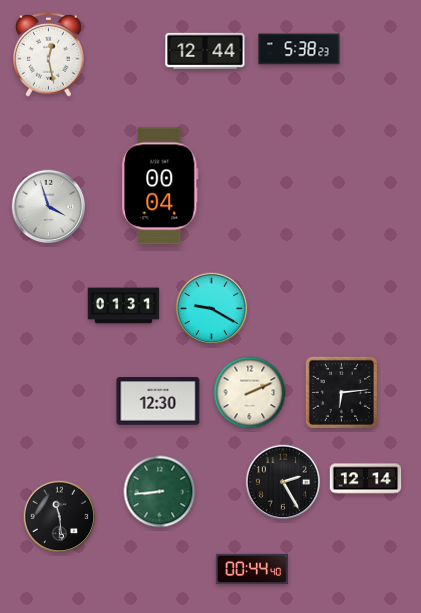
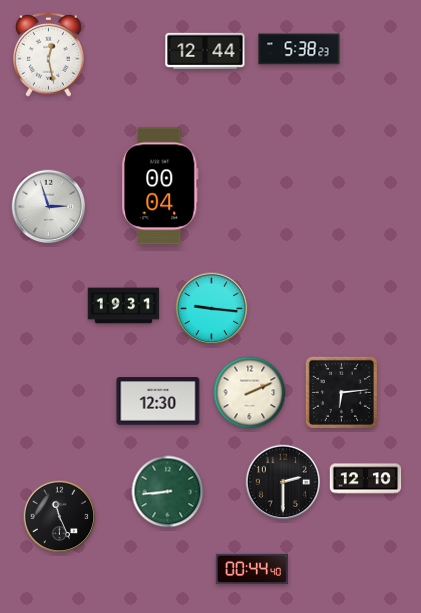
clock at (49, 207): 3:57 -> 2:57
clock at (124, 306): 01:31 -> 19:31
clock at (212, 309): 9:20 -> 9:16
clock at (366, 479): 12:14 -> 12:10
clock at (283, 482): 2:25 -> 2:30
clock at (160, 492) position: (160, 492) -> (168, 492)
clock at (60, 517): 11:29 -> 11:26
